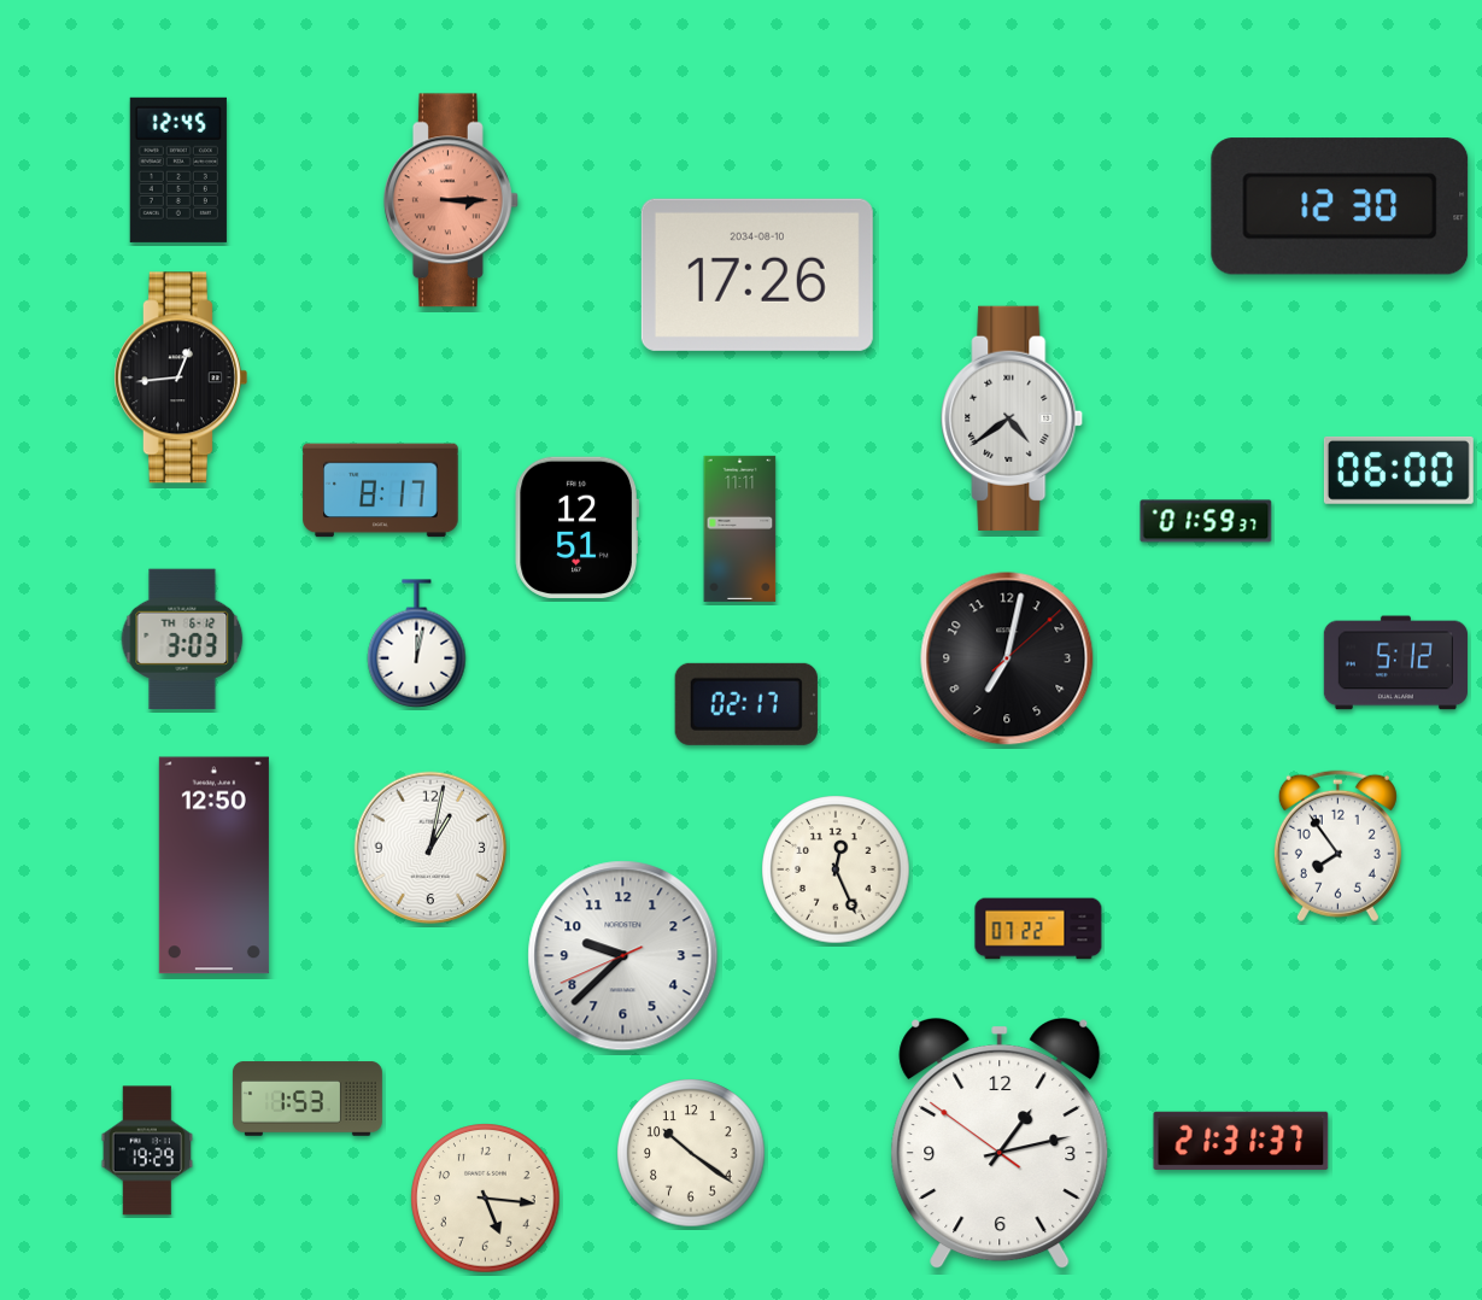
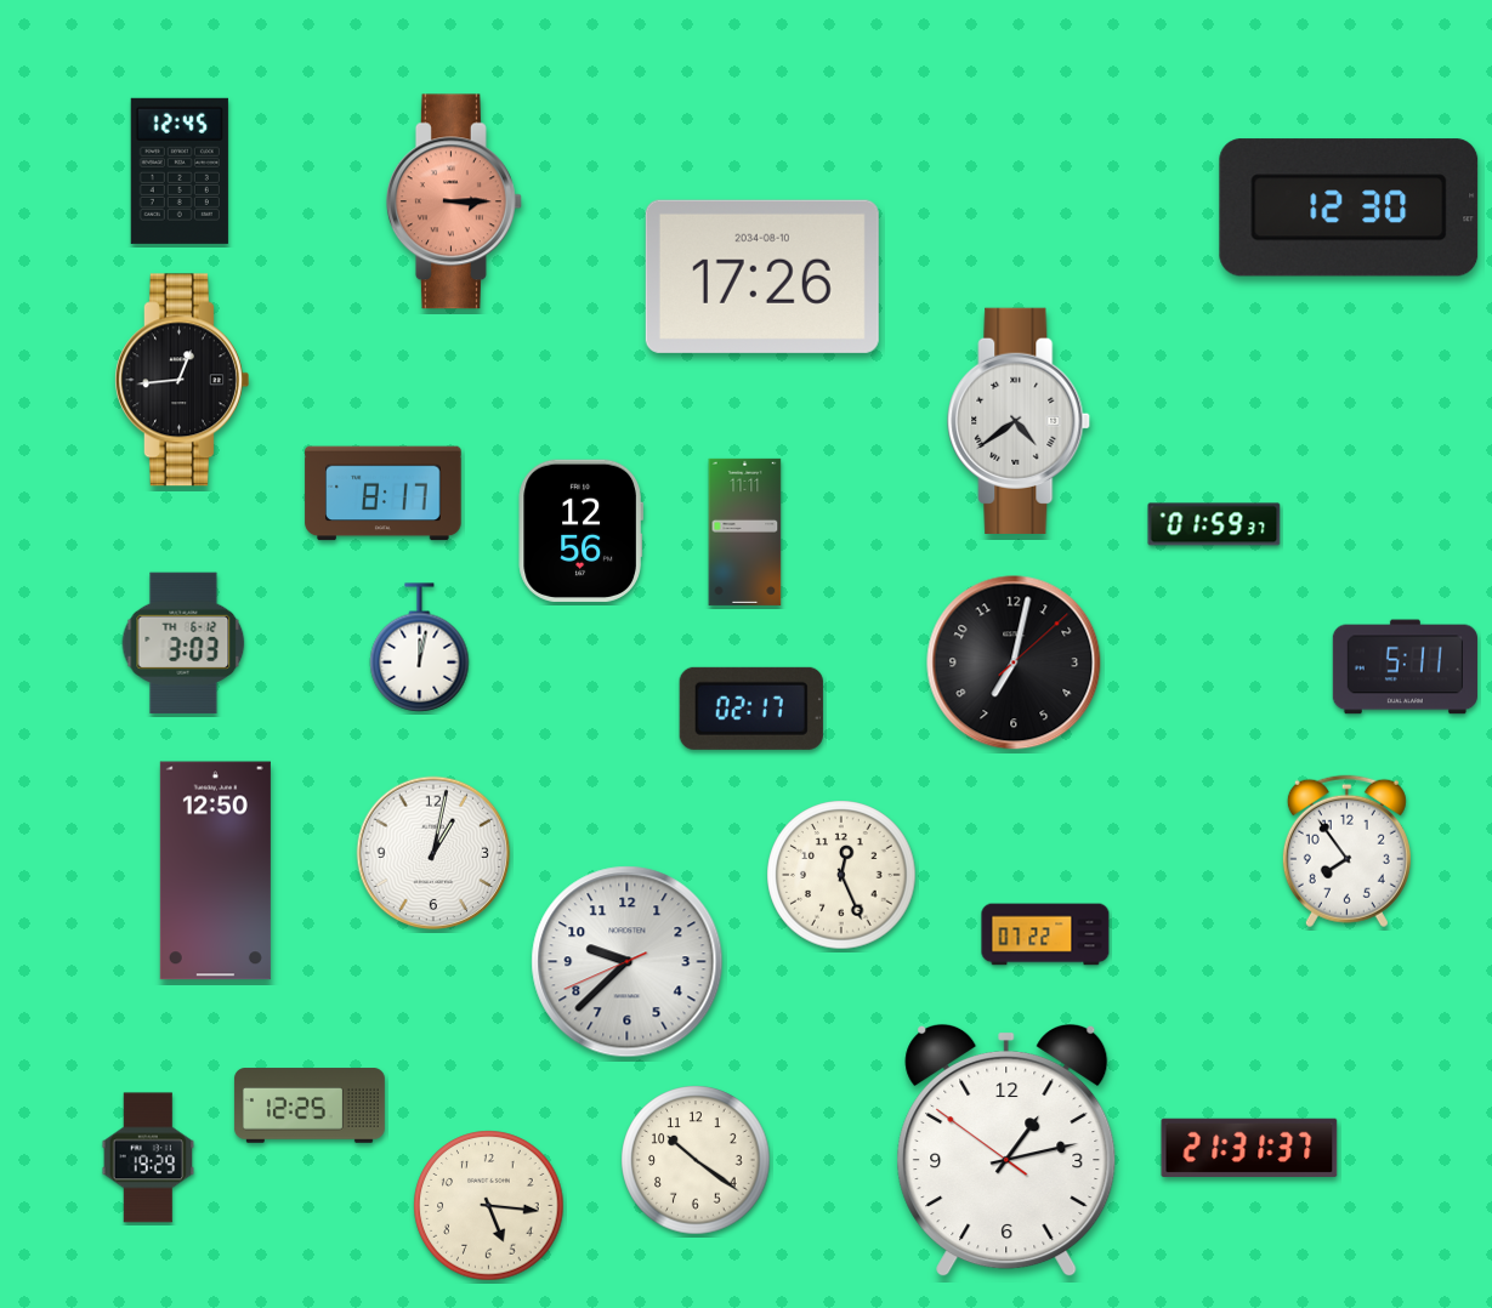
clock at (1399, 470): 06:00 -> none
clock at (576, 527): 12:51 -> 12:56
clock at (1395, 663): 5:12 -> 5:11
clock at (307, 1099): 1:53 -> 12:25
